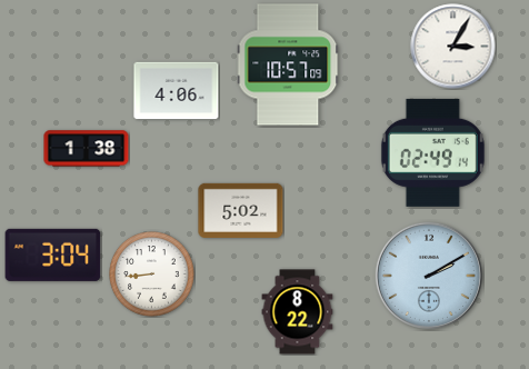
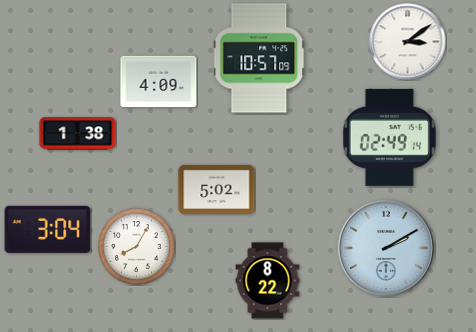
clock at (453, 47): 3:05 -> 3:09
clock at (177, 91): 4:06 -> 4:09
clock at (152, 275): 8:44 -> 8:05
